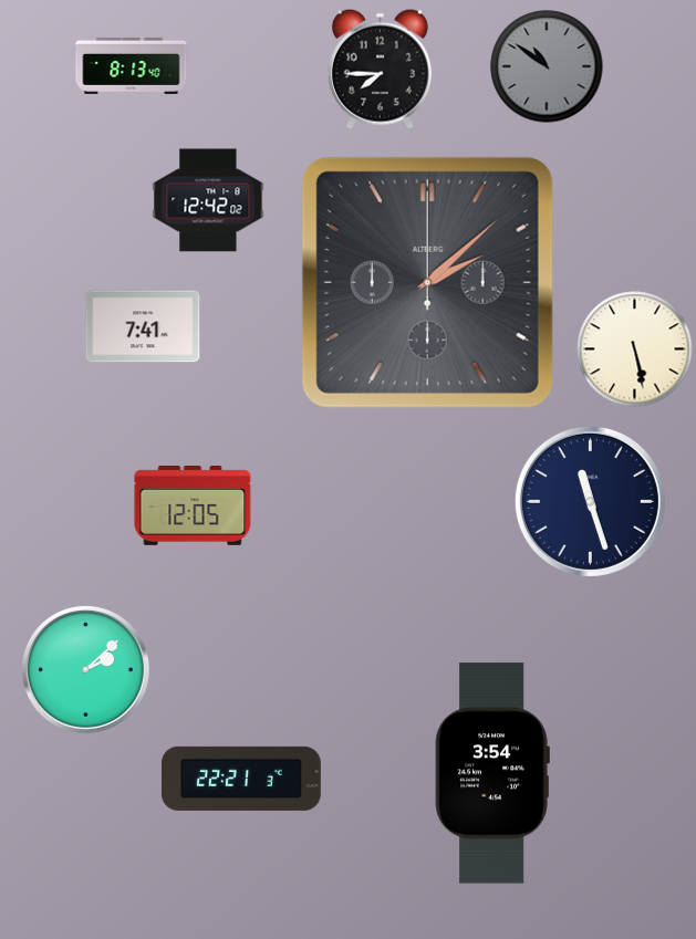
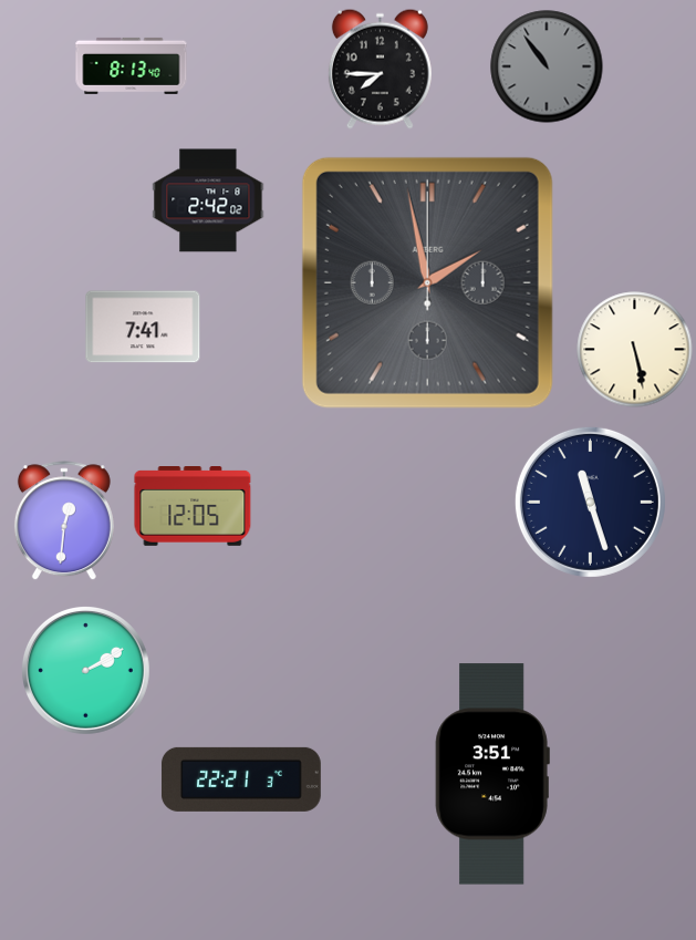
clock at (547, 66): 10:51 -> 10:54
clock at (208, 200): 12:42 -> 2:42
clock at (427, 282): 2:08 -> 1:58
clock at (64, 521): none -> 12:31
clock at (85, 669): 2:08 -> 2:10
clock at (492, 773): 3:54 -> 3:51
